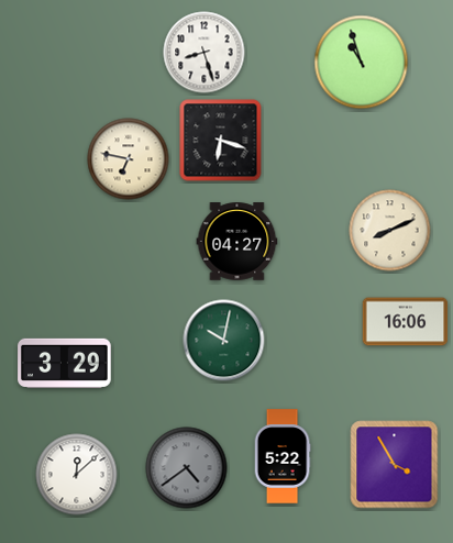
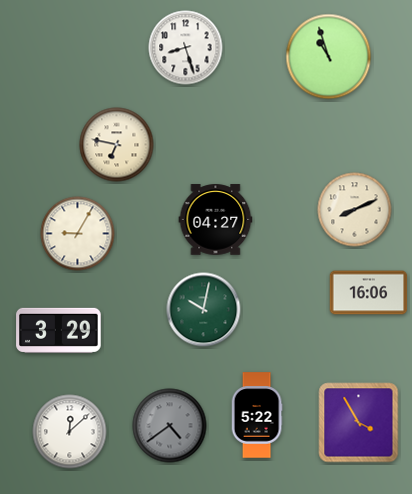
clock at (221, 141): 6:18 -> none
clock at (78, 234): none -> 9:05
